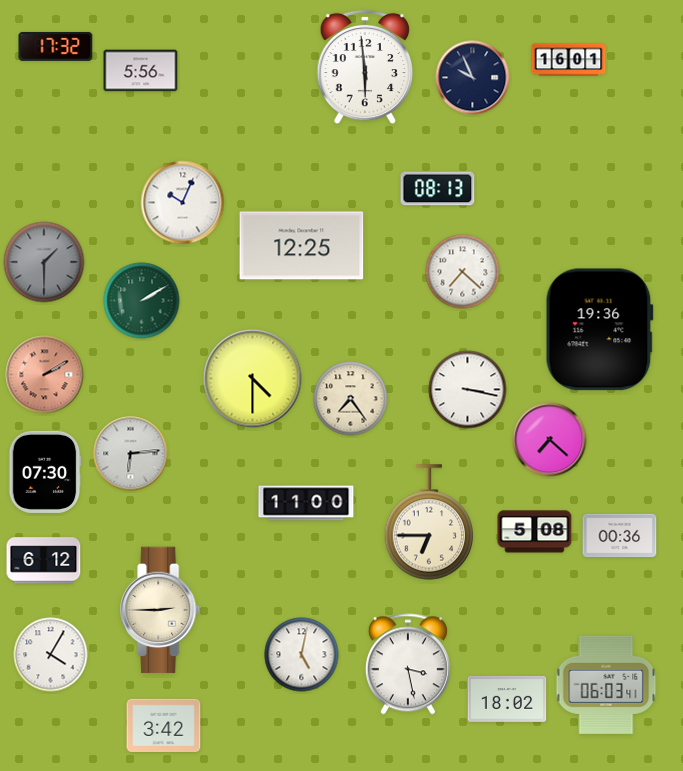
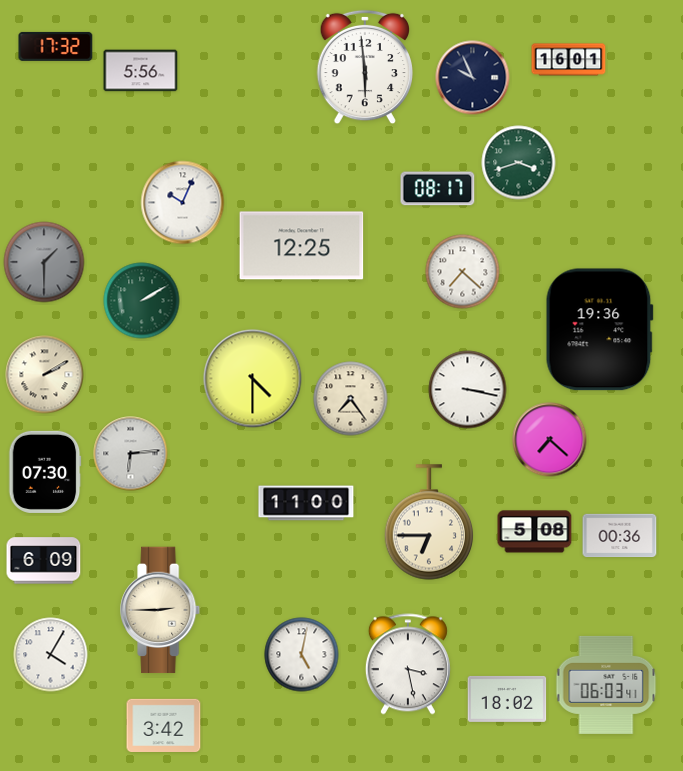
clock at (519, 163): none -> 3:42
clock at (438, 189): 08:13 -> 08:17
clock at (45, 375) dial: salmon -> cream
clock at (44, 561): 6:12 -> 6:09
